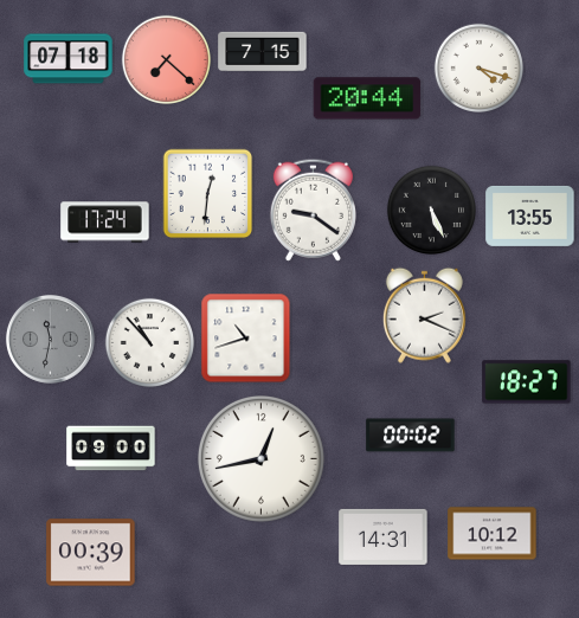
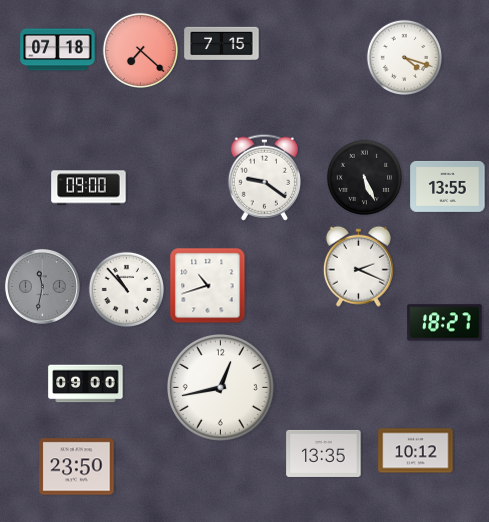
clock at (367, 98): 20:44 -> none
clock at (208, 194): 12:31 -> none
clock at (530, 215) position: (530, 215) -> (448, 186)
clock at (105, 223): 17:24 -> 09:00
clock at (411, 436): 00:02 -> none
clock at (111, 449) position: (111, 449) -> (86, 384)
clock at (384, 536): 14:31 -> 13:35
clock at (91, 553): 00:39 -> 23:50
